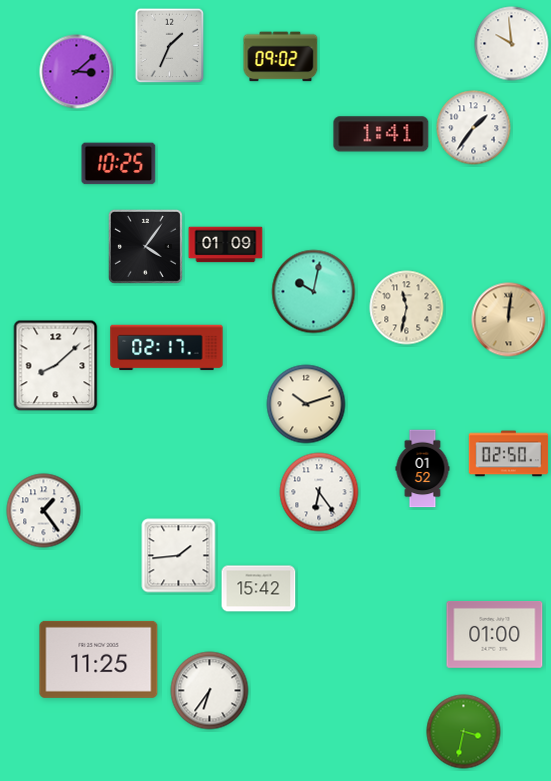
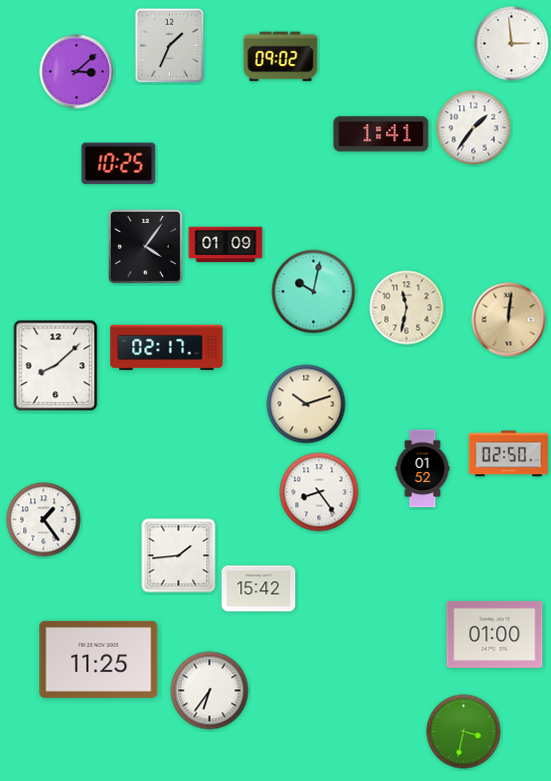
clock at (512, 44): 9:59 -> 2:59
clock at (319, 492): 6:24 -> 8:24
clock at (44, 511) position: (44, 511) -> (44, 520)
